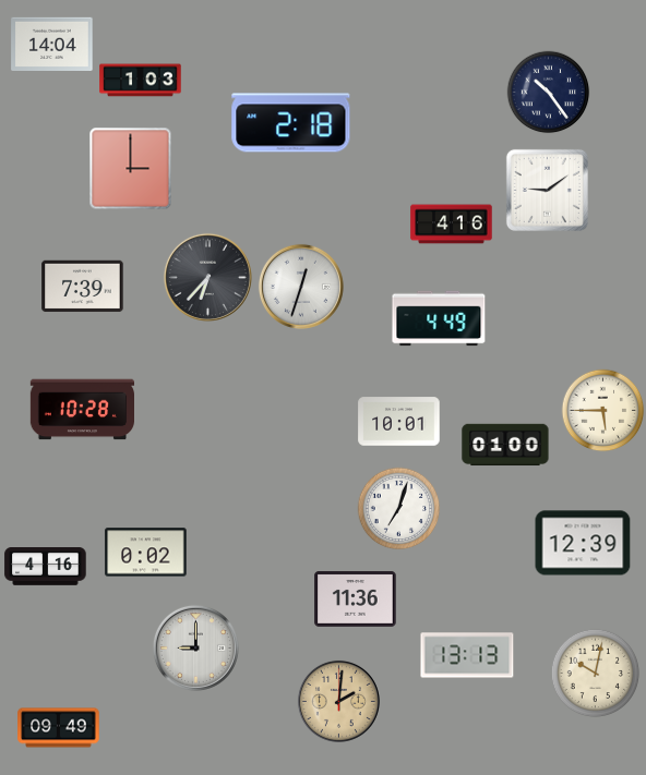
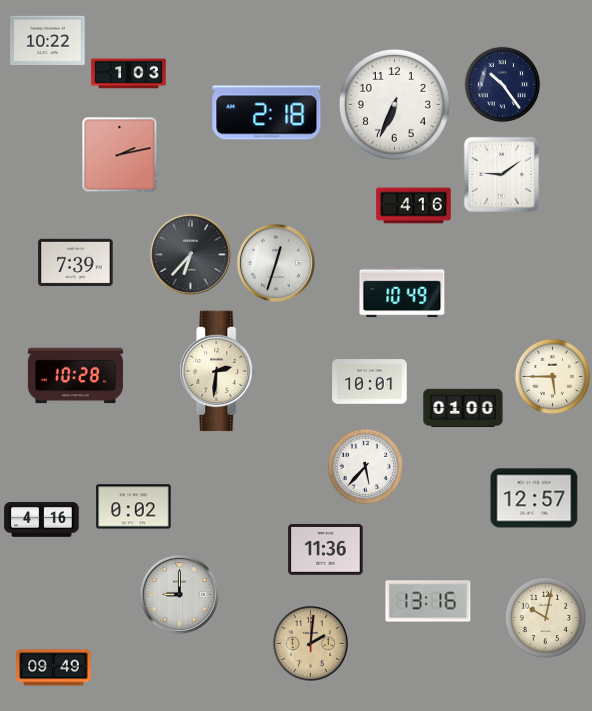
clock at (52, 44): 14:04 -> 10:22
clock at (394, 104): none -> 6:34
clock at (131, 169): 3:00 -> 2:13
clock at (439, 318): 4:49 -> 10:49
clock at (218, 371): none -> 2:31
clock at (399, 422) position: (399, 422) -> (370, 382)
clock at (399, 509): 7:03 -> 5:37
clock at (583, 543): 12:39 -> 12:57
clock at (467, 655): 13:13 -> 13:16
